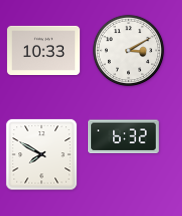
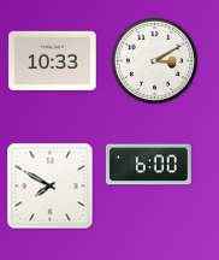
clock at (123, 137): 6:32 -> 6:00
